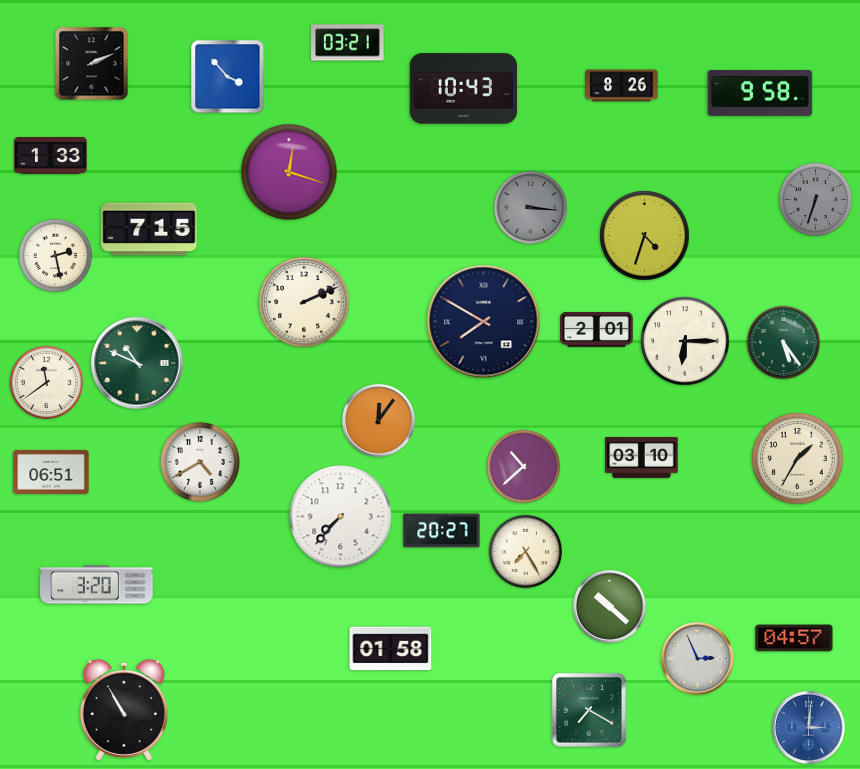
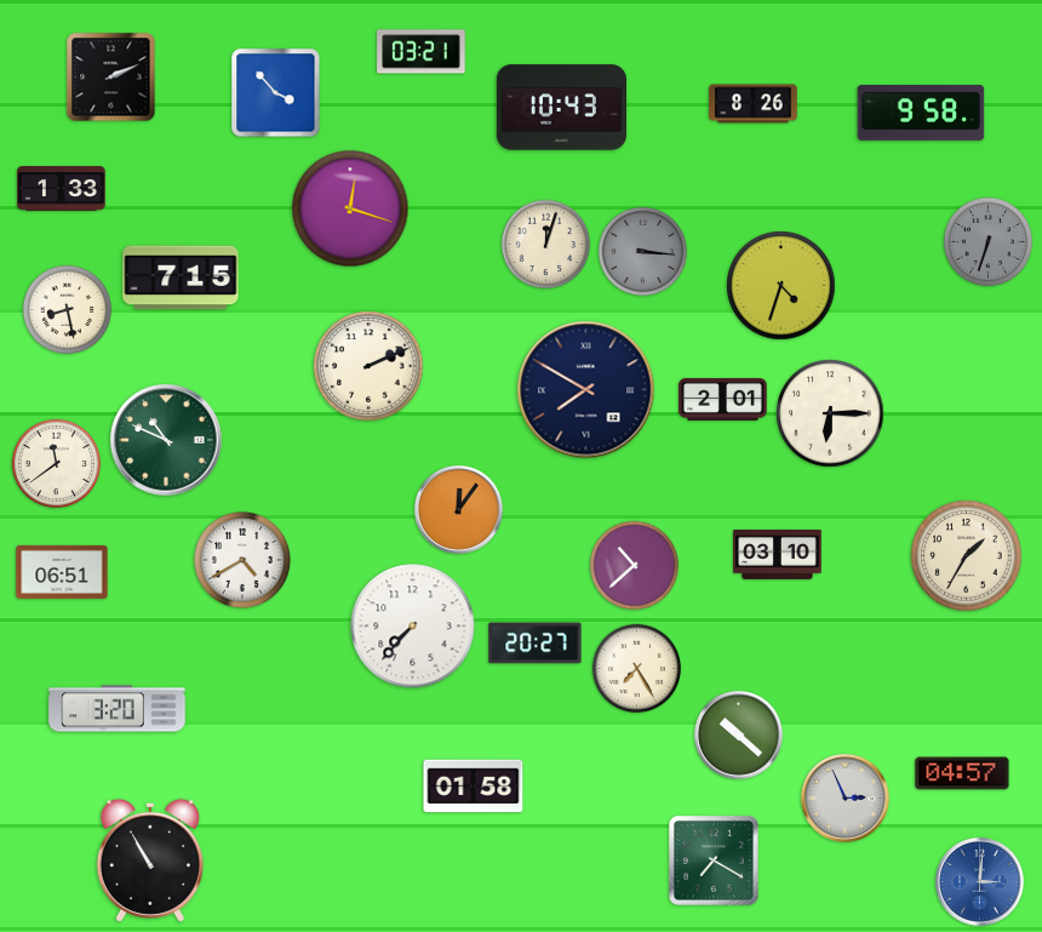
clock at (546, 245): none -> 12:03
clock at (56, 256): 2:28 -> 8:28
clock at (784, 343): 5:24 -> none
